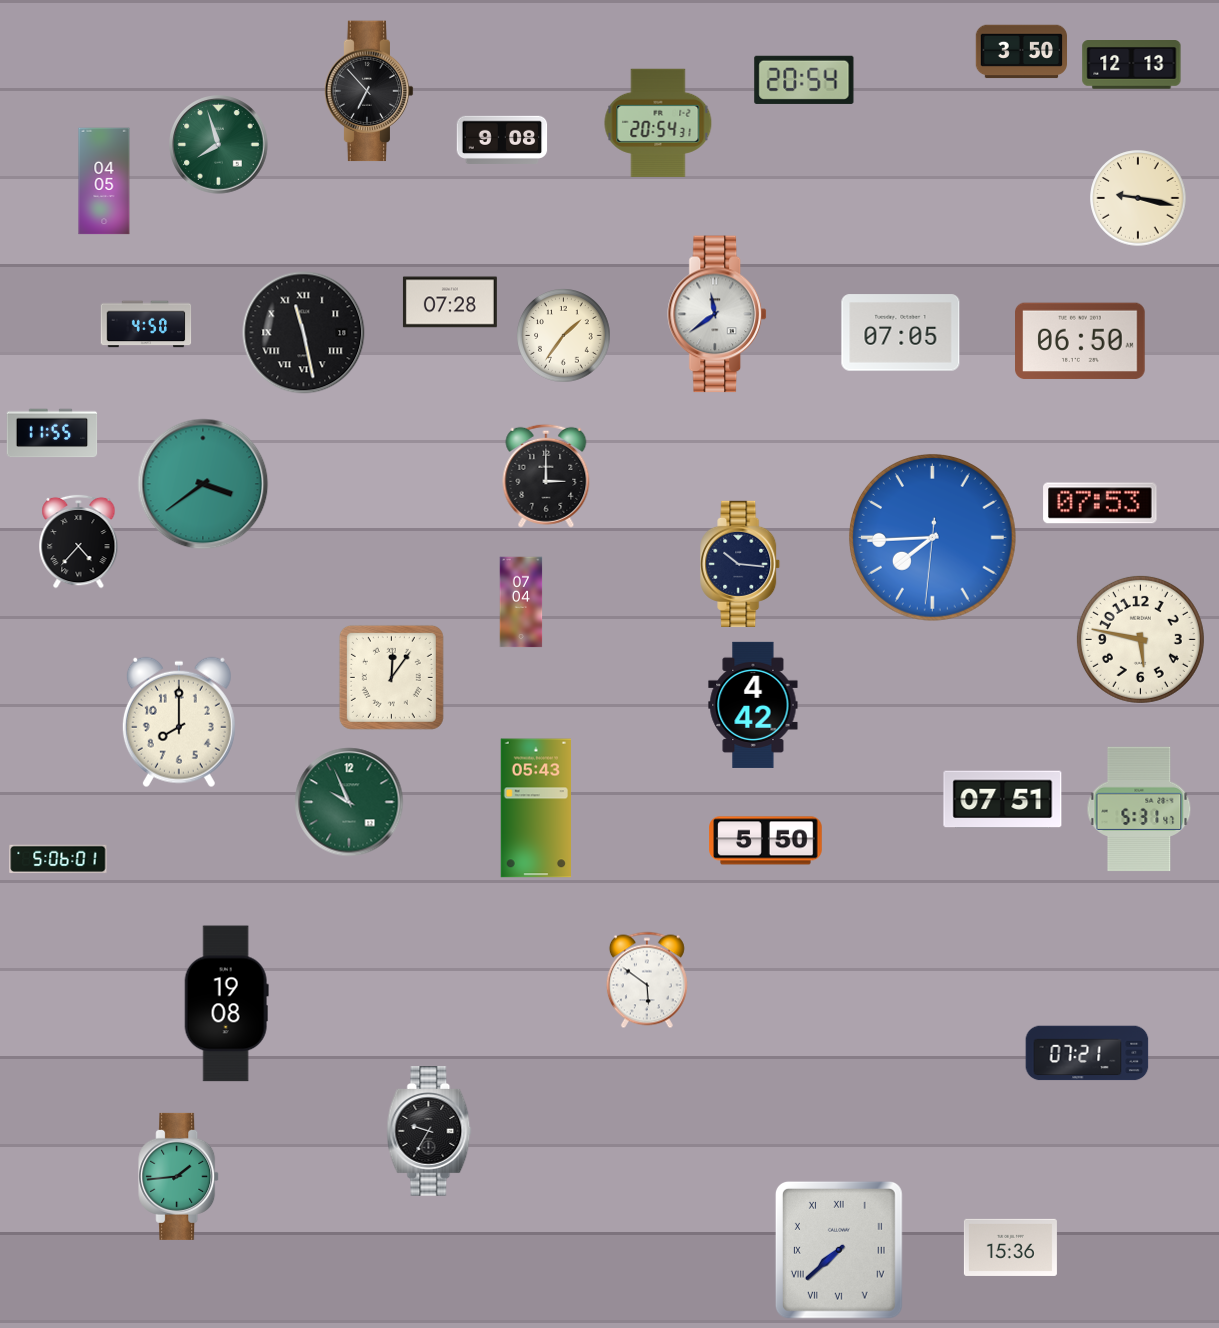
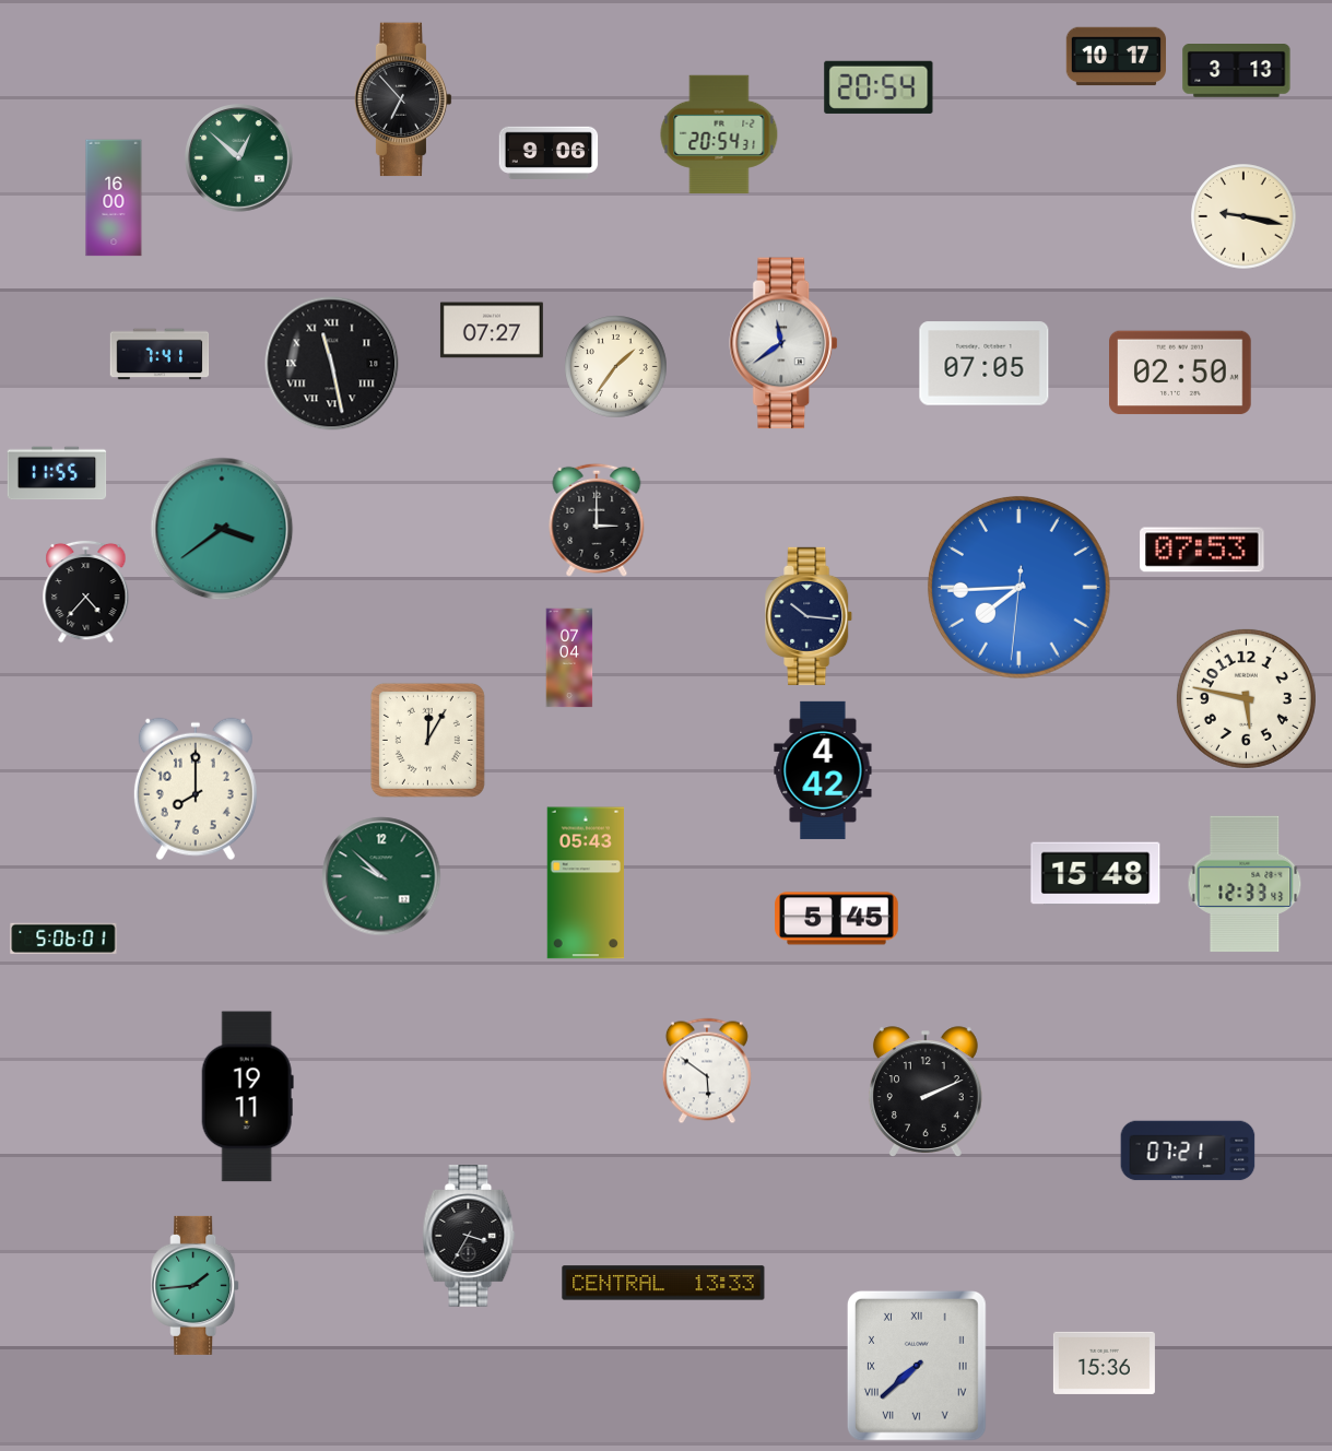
clock at (1021, 52): 3:50 -> 10:17
clock at (1132, 65): 12:13 -> 3:13
clock at (502, 139): 9:08 -> 9:06
clock at (219, 145): 7:57 -> 12:52
clock at (104, 181): 04:05 -> 16:00
clock at (450, 302): 07:28 -> 07:27
clock at (146, 324): 4:50 -> 7:41
clock at (1081, 341): 06:50 -> 02:50
clock at (391, 677): 12:06 -> 12:05
clock at (1003, 800): 07:51 -> 15:48
clock at (349, 802): 9:56 -> 9:52
clock at (1139, 809): 5:31 -> 12:33
clock at (766, 841): 5:50 -> 5:45
clock at (926, 1093): none -> 2:11
clock at (226, 1004): 19:08 -> 19:11
clock at (429, 1131): 9:35 -> 3:35
clock at (663, 1283): none -> 13:33
